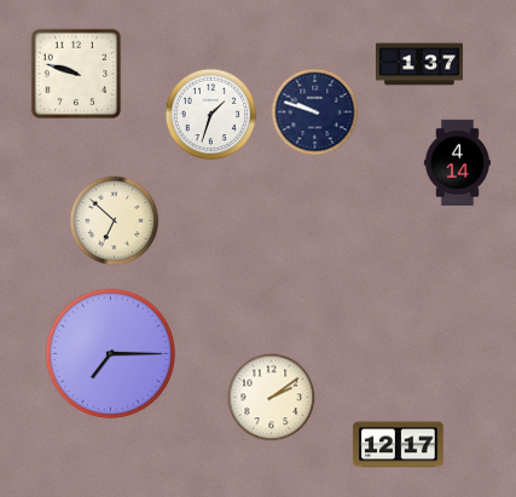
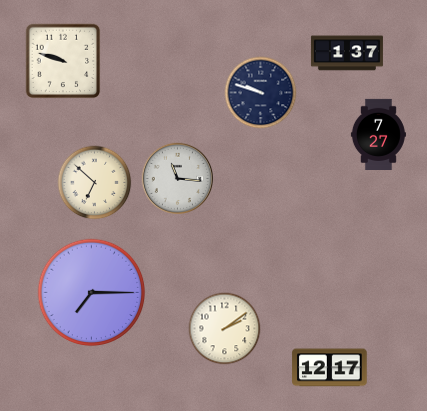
clock at (211, 115): 1:33 -> none
clock at (457, 162): 4:14 -> 7:27
clock at (177, 178): none -> 11:16
